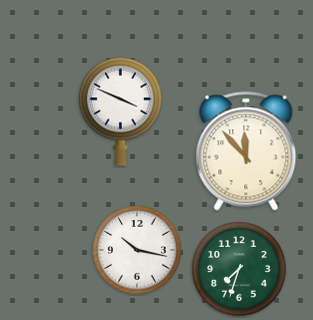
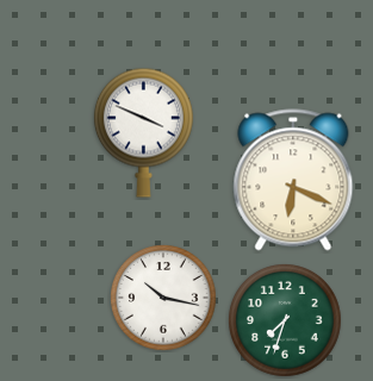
clock at (246, 151): 11:53 -> 6:19
